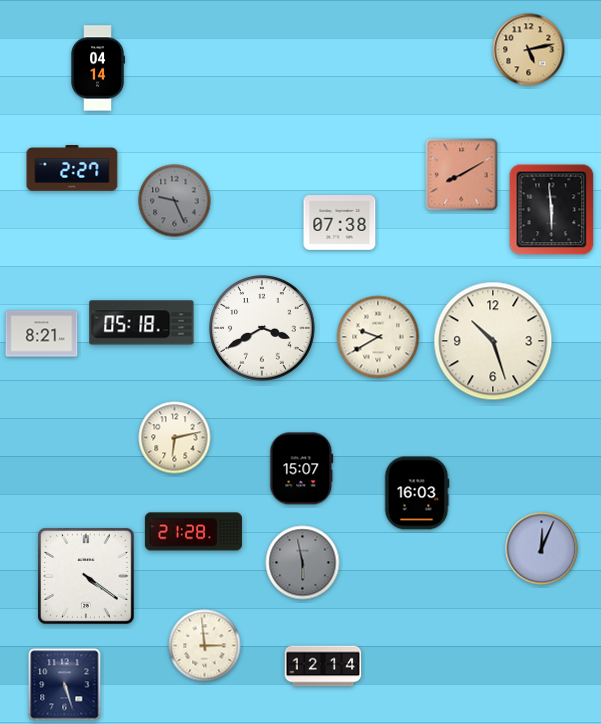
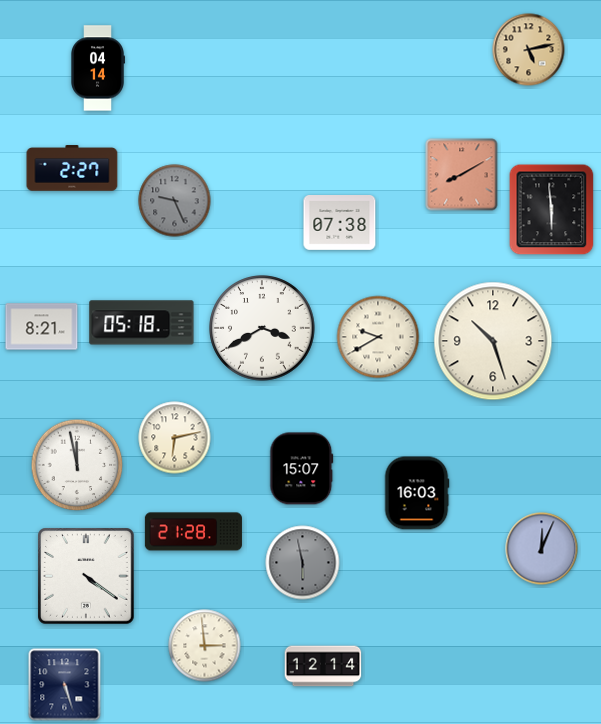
clock at (42, 334) position: (42, 334) -> (42, 327)
clock at (77, 465): none -> 11:58
